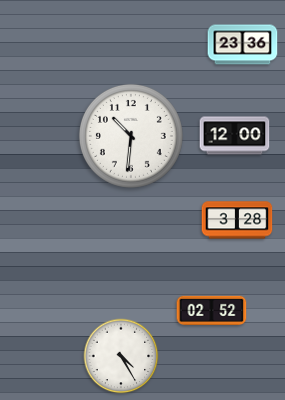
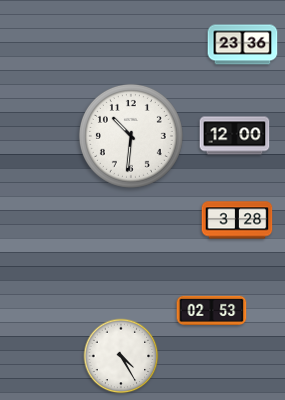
clock at (212, 310): 02:52 -> 02:53
